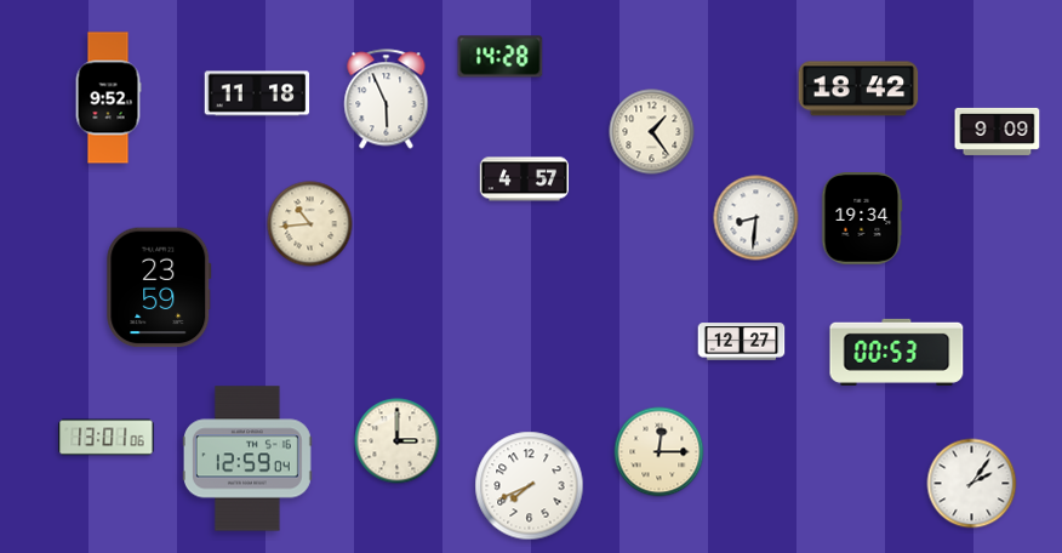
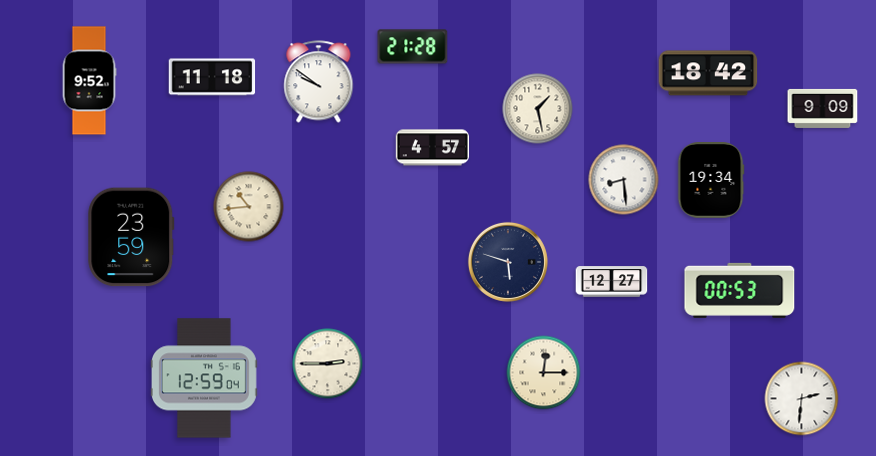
clock at (501, 57): 14:28 -> 21:28
clock at (387, 99): 5:56 -> 9:51
clock at (652, 132): 1:24 -> 1:28
clock at (756, 218): 8:31 -> 8:29
clock at (310, 224) position: (310, 224) -> (249, 207)
clock at (508, 262): none -> 5:48
clock at (107, 438): 13:01 -> none
clock at (398, 441): 3:00 -> 2:45
clock at (972, 484): 2:06 -> 2:31
clock at (530, 486): 7:41 -> none
